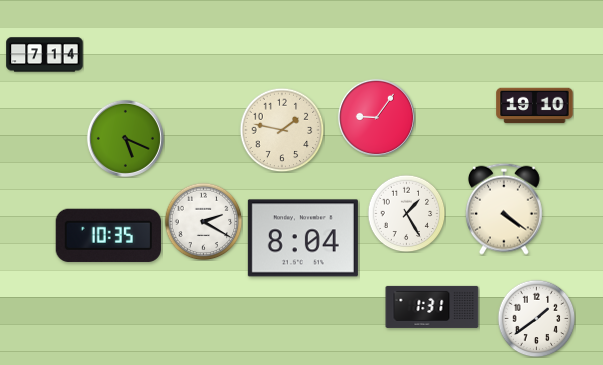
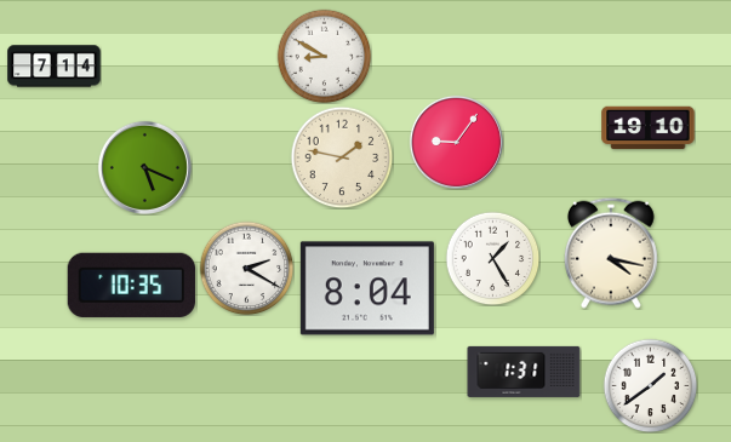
clock at (324, 56): none -> 8:50
clock at (125, 138) position: (125, 138) -> (144, 167)
clock at (504, 209): 4:21 -> 4:17
